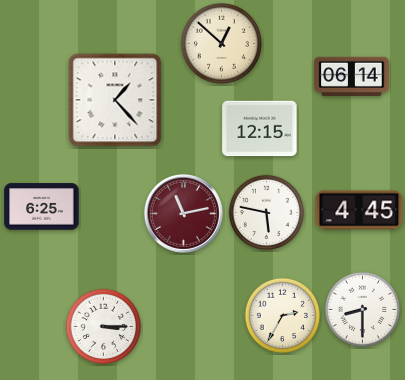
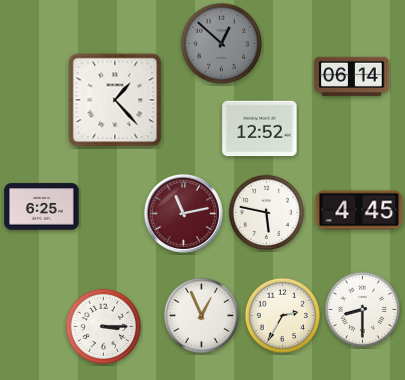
clock at (221, 43) dial: cream -> grey
clock at (260, 129): 12:15 -> 12:52
clock at (202, 316): none -> 12:56
